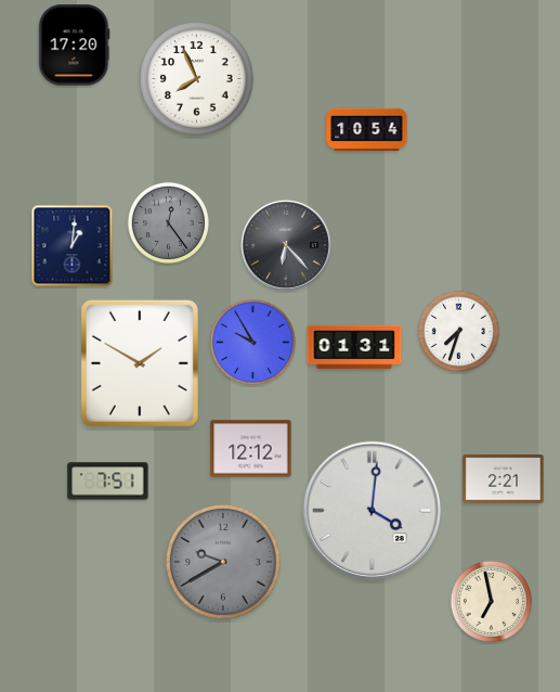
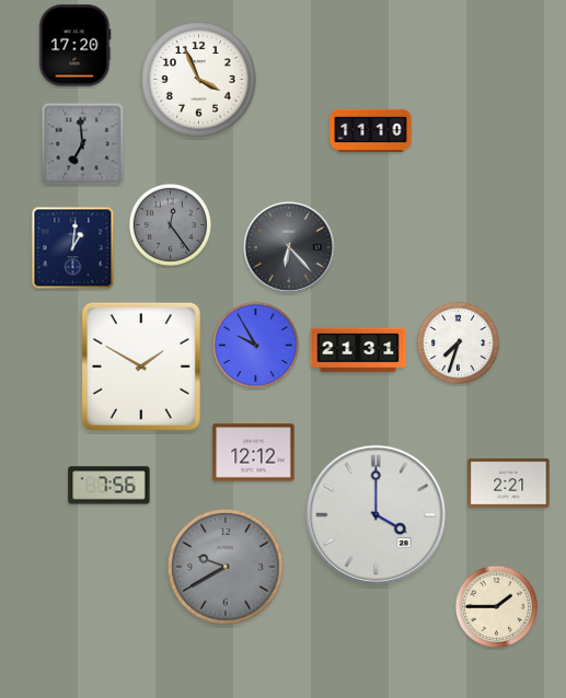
clock at (197, 79): 7:56 -> 3:56
clock at (367, 130): 10:54 -> 11:10
clock at (83, 144): none -> 6:59
clock at (458, 331) position: (458, 331) -> (458, 342)
clock at (354, 347): 01:31 -> 21:31
clock at (108, 482): 7:51 -> 7:56
clock at (373, 511): 4:01 -> 4:00
clock at (491, 601): 6:58 -> 1:45
